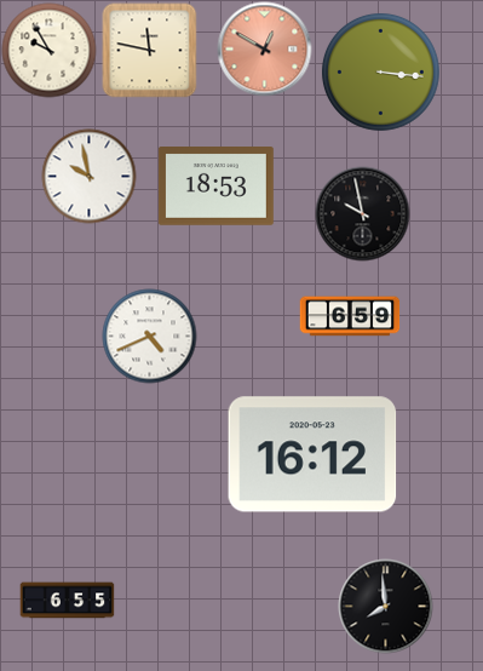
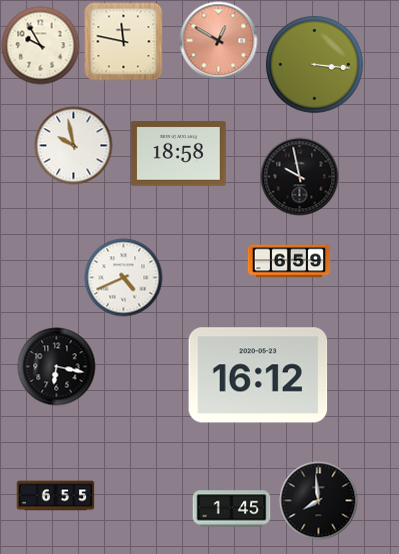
clock at (48, 50) position: (48, 50) -> (40, 45)
clock at (380, 71) position: (380, 71) -> (314, 64)
clock at (215, 187): 18:53 -> 18:58
clock at (56, 366): none -> 6:17
clock at (231, 509): none -> 1:45
